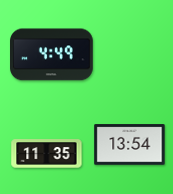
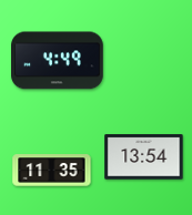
clock at (130, 145) position: (130, 145) -> (144, 157)
